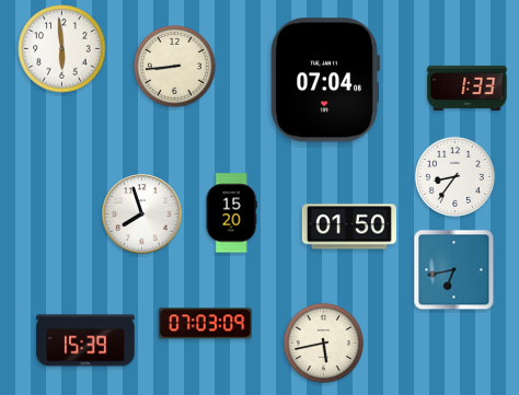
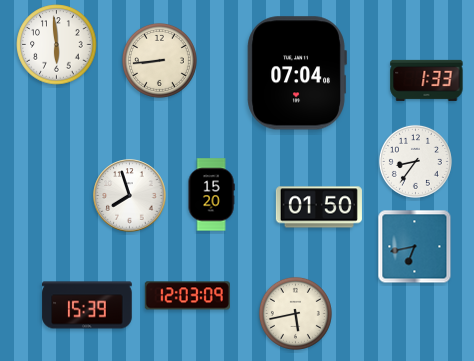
clock at (205, 324): 07:03 -> 12:03
clock at (85, 340) position: (85, 340) -> (87, 305)
